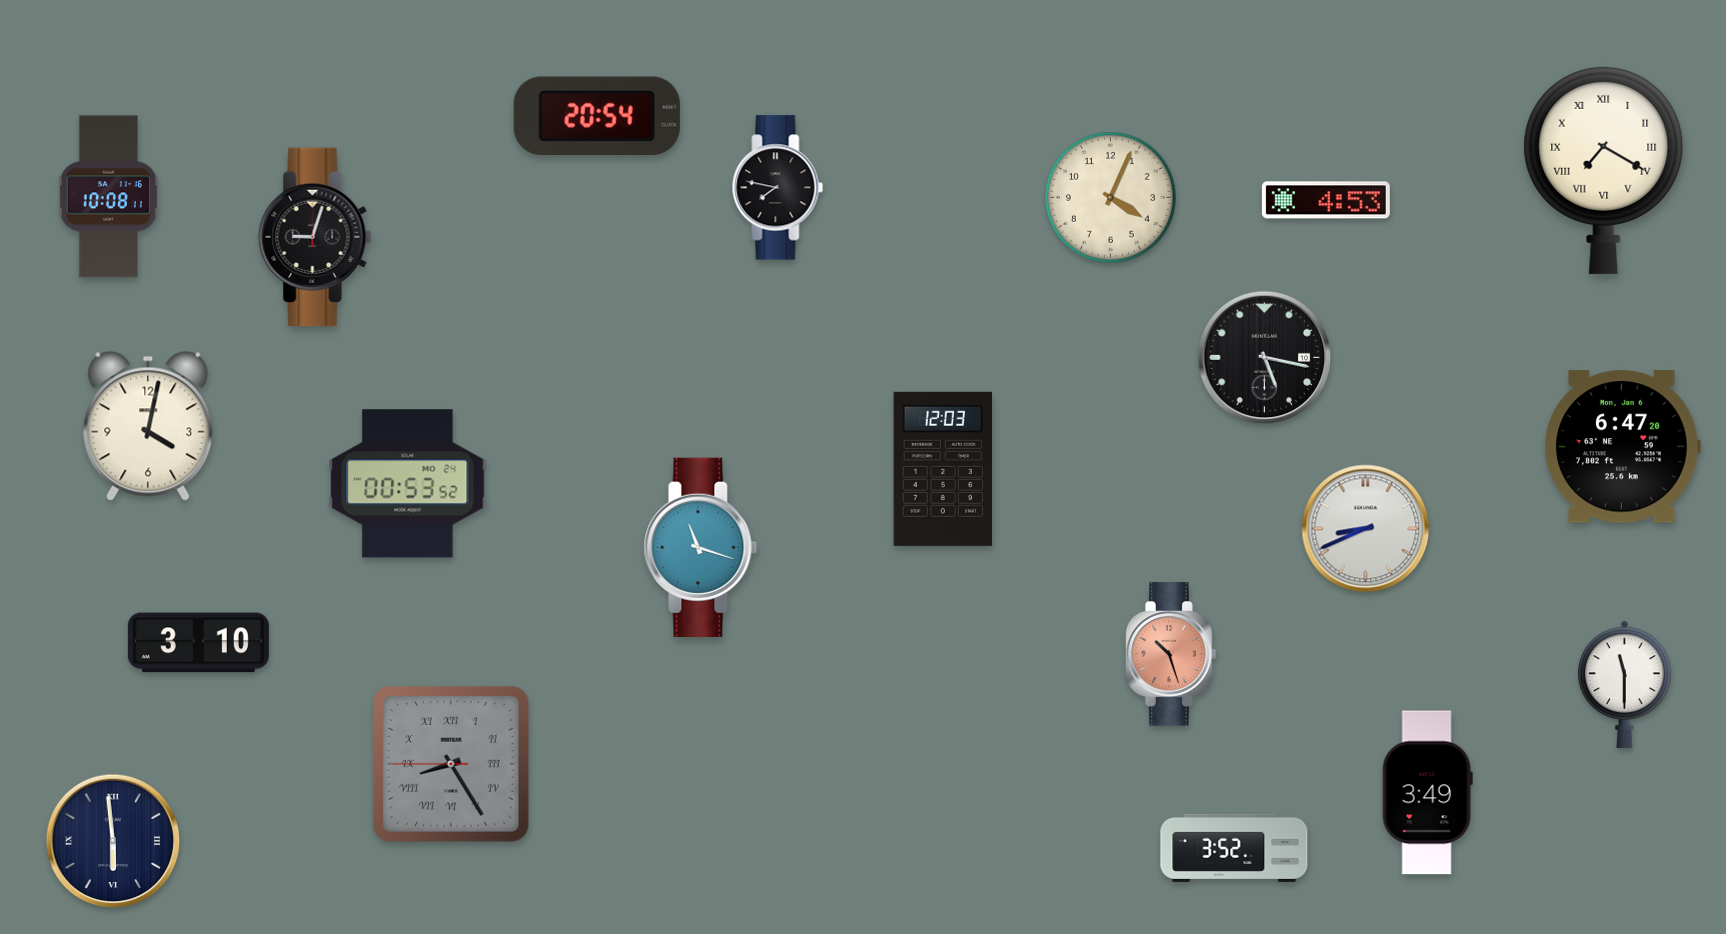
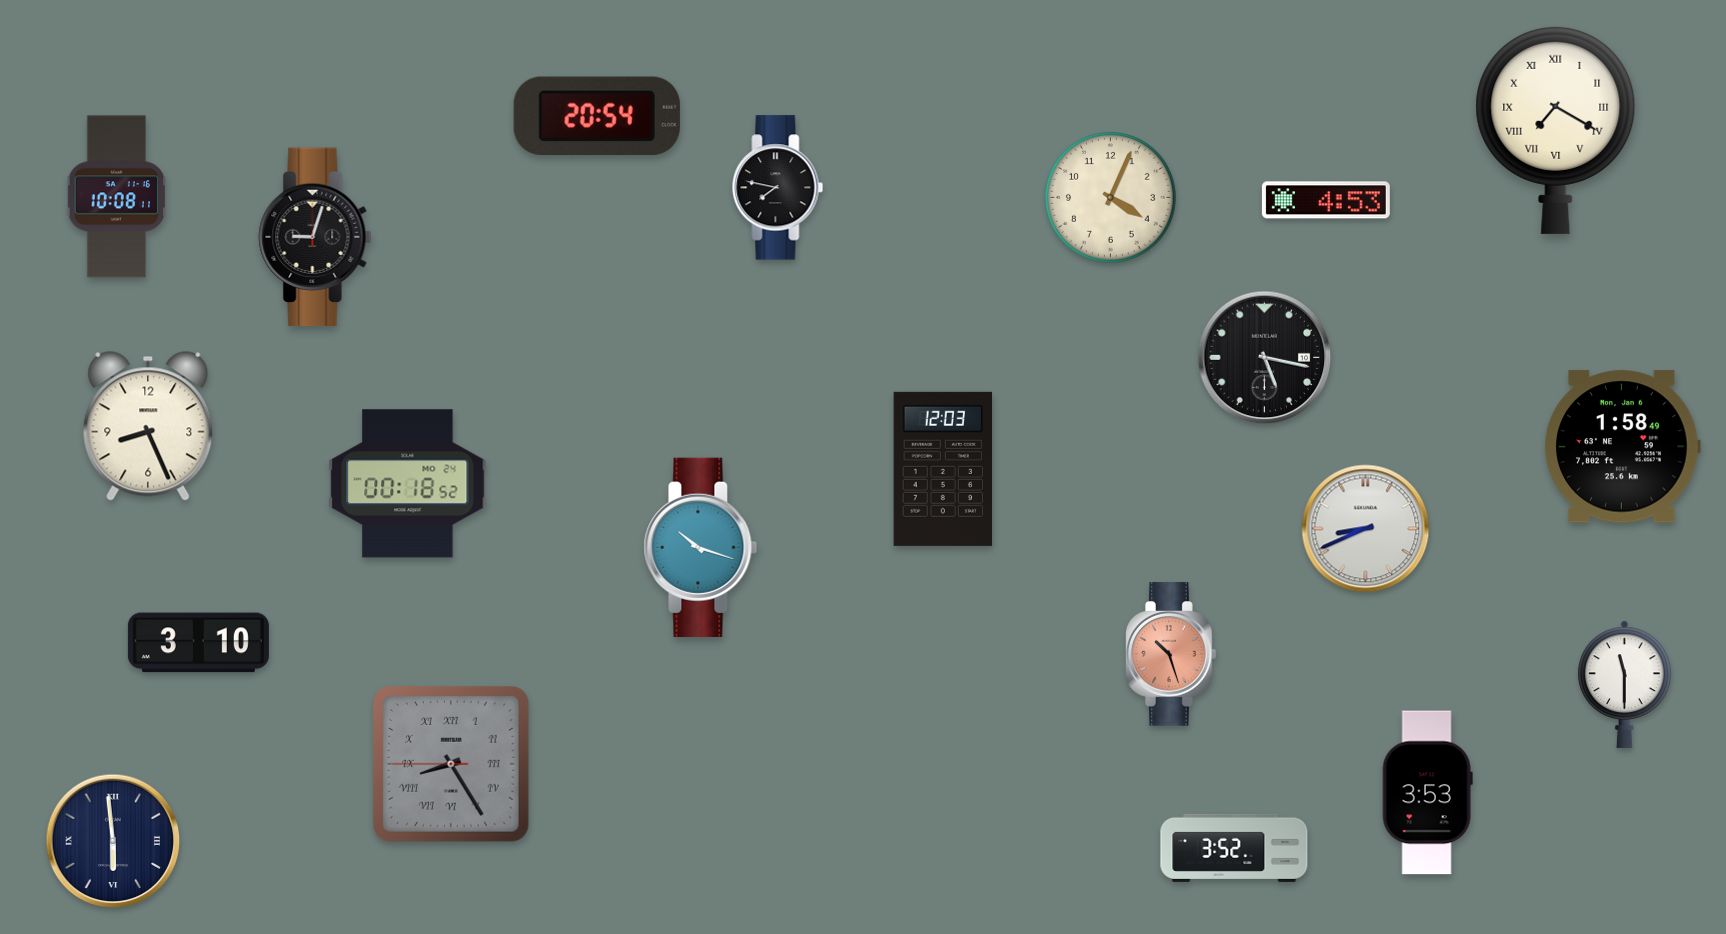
clock at (1604, 170) position: (1604, 170) -> (1556, 130)
clock at (109, 197) position: (109, 197) -> (117, 197)
clock at (148, 426): 4:02 -> 8:26
clock at (1622, 447): 6:47 -> 1:58
clock at (408, 484): 00:53 -> 00:18
clock at (701, 547): 11:18 -> 10:18
clock at (1427, 793): 3:49 -> 3:53
